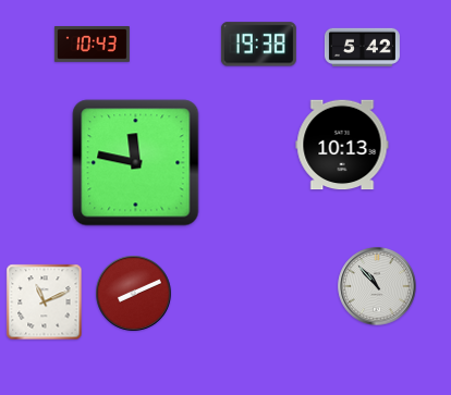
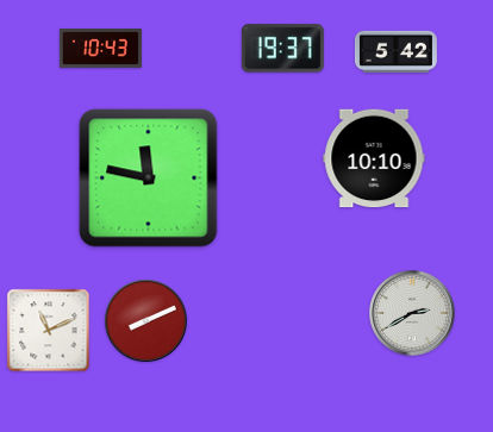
clock at (258, 45): 19:38 -> 19:37
clock at (342, 145): 10:13 -> 10:10
clock at (377, 286): 10:53 -> 2:40
